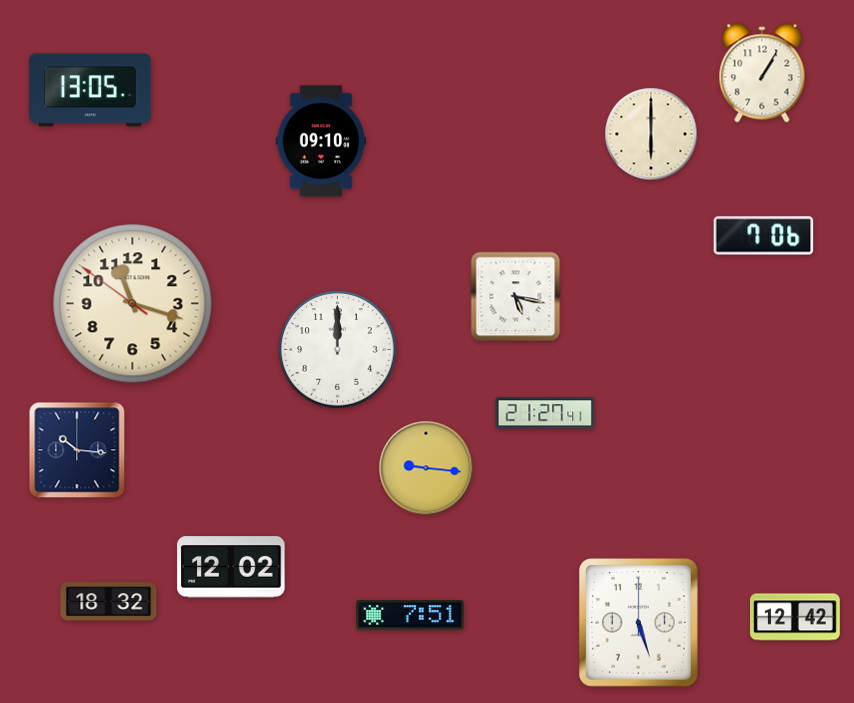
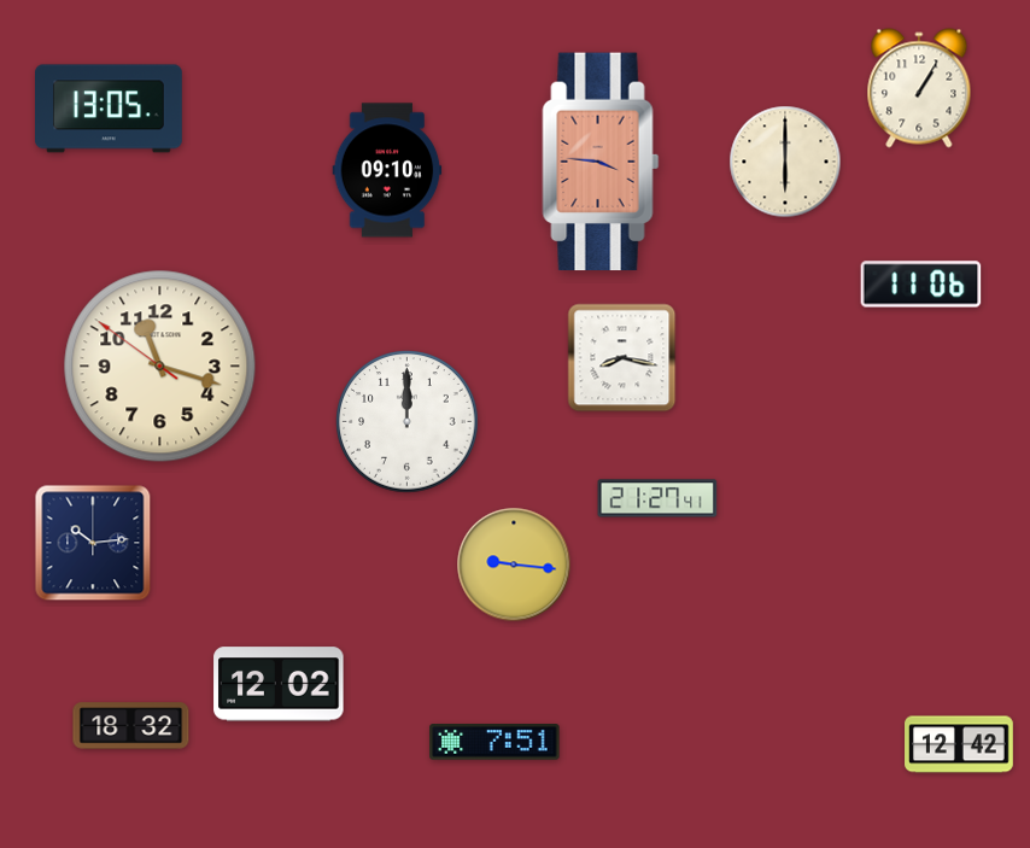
clock at (601, 162): none -> 3:46
clock at (764, 236): 7:06 -> 11:06
clock at (516, 297): 5:17 -> 8:17
clock at (77, 450): 10:16 -> 10:14
clock at (639, 623): 5:27 -> none
